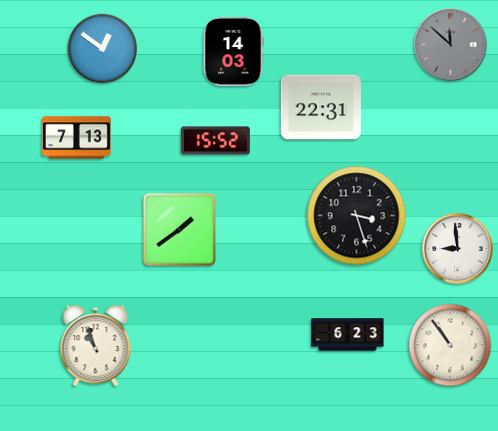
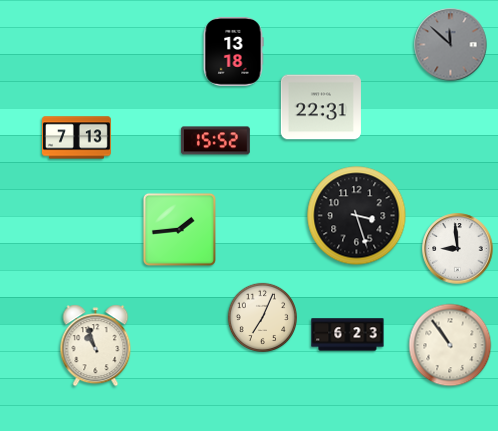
clock at (103, 49): 12:51 -> none
clock at (233, 51): 14:03 -> 13:18
clock at (179, 229): 1:39 -> 1:44
clock at (263, 318): none -> 7:04
